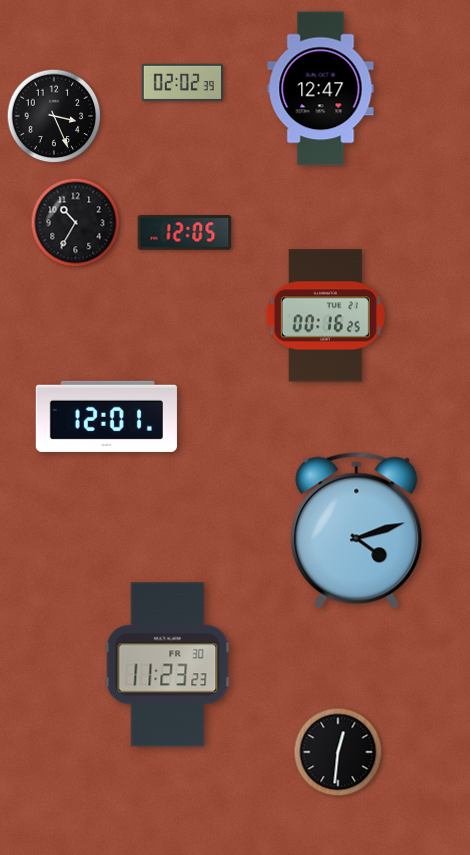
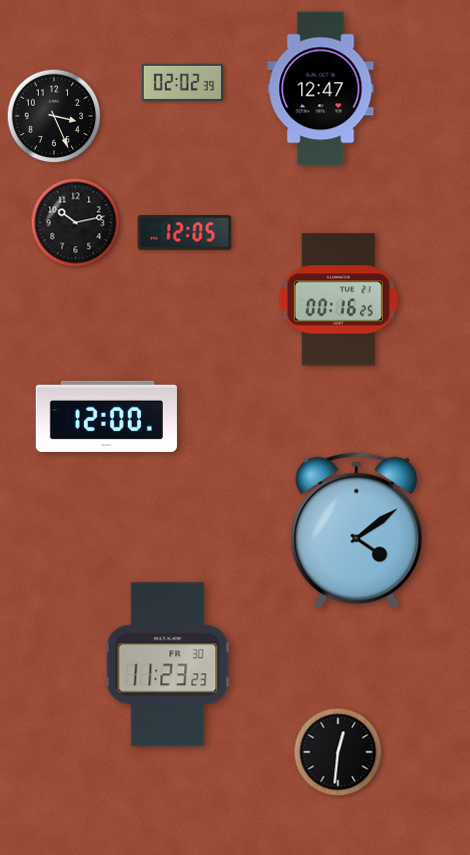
clock at (76, 223): 10:35 -> 10:13
clock at (325, 316) position: (325, 316) -> (338, 300)
clock at (106, 416): 12:01 -> 12:00
clock at (357, 531): 4:12 -> 4:09
